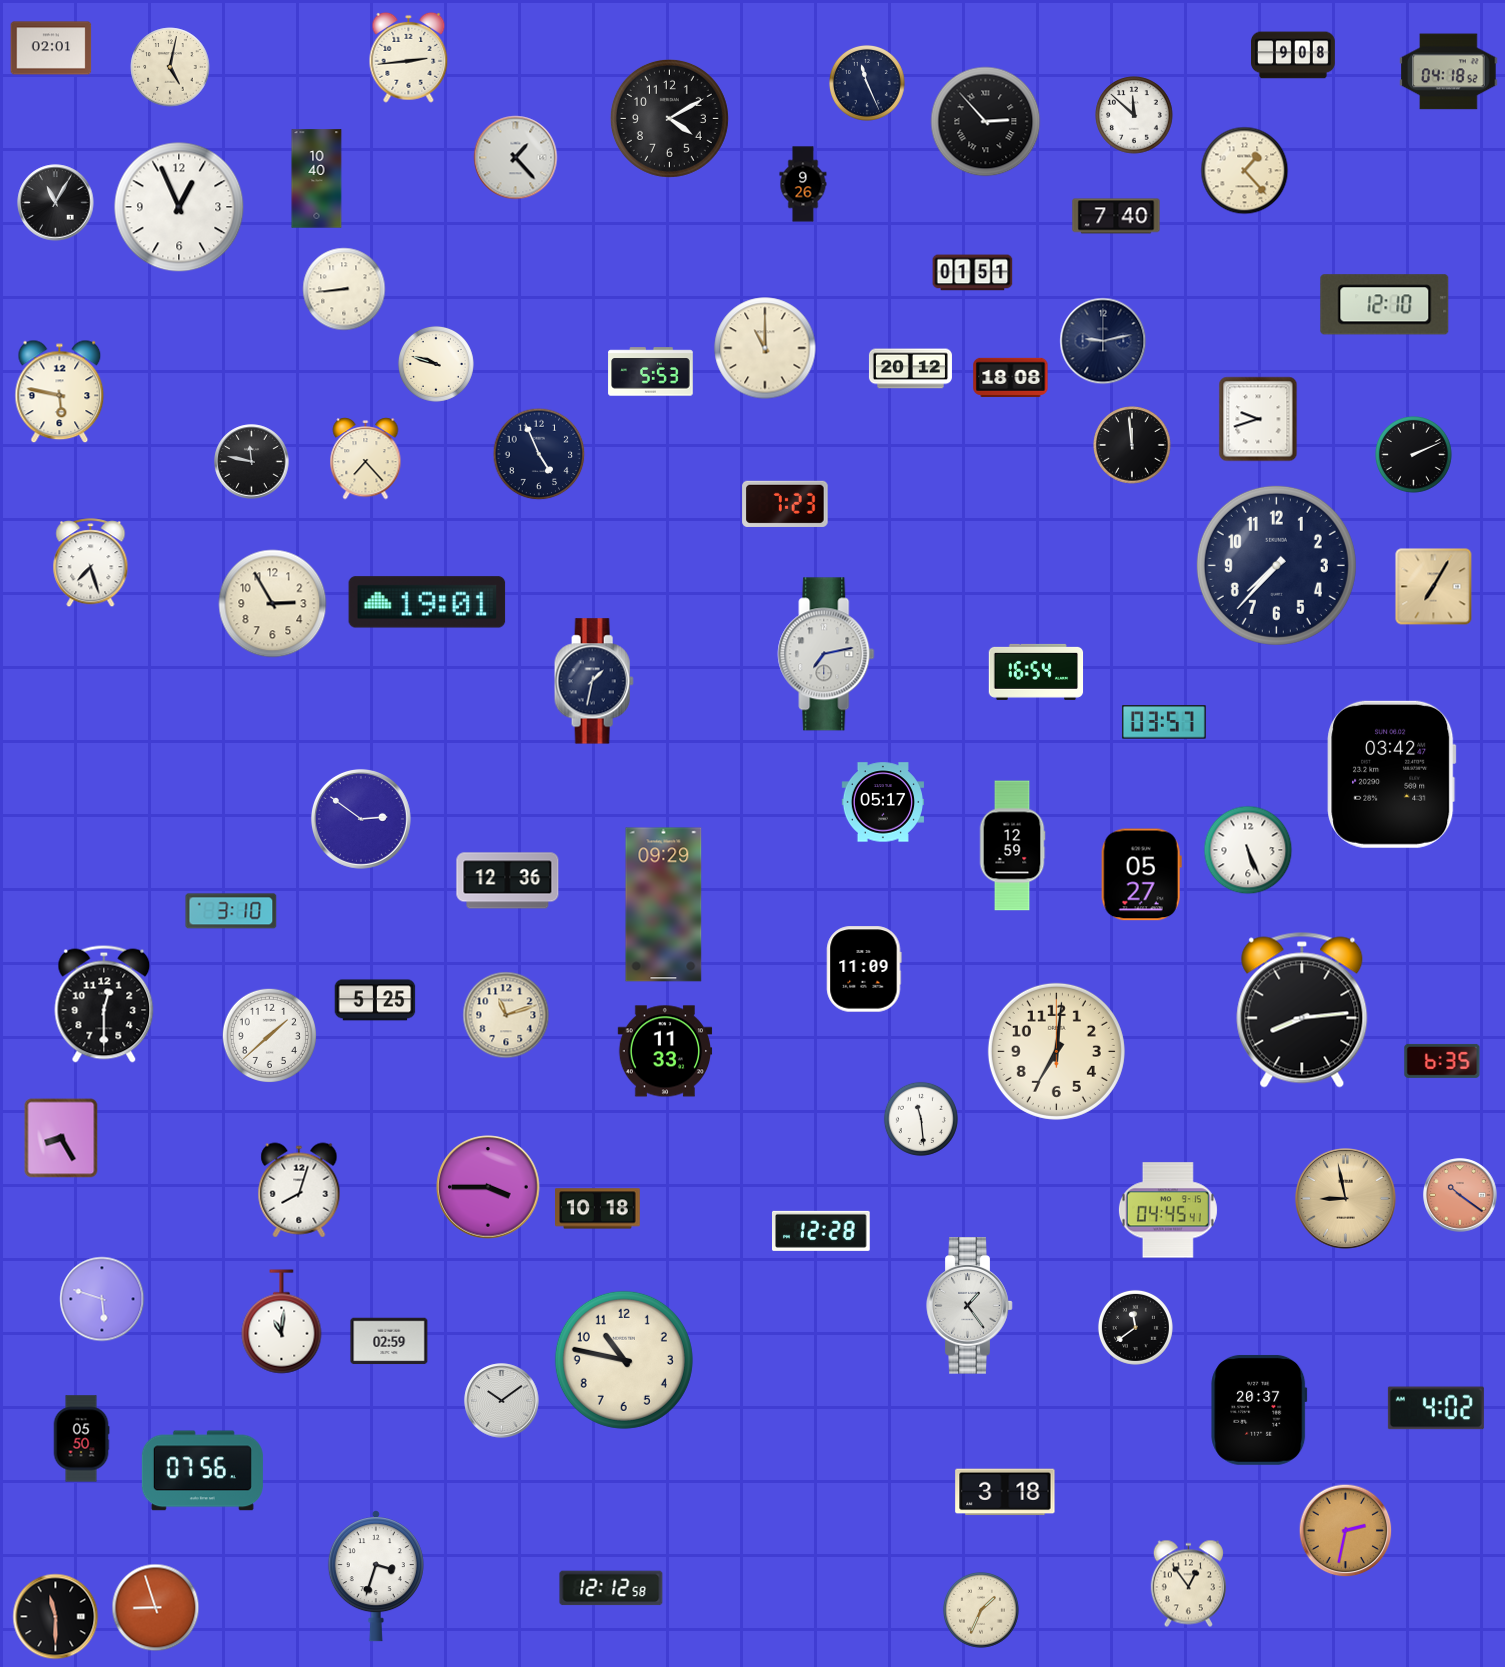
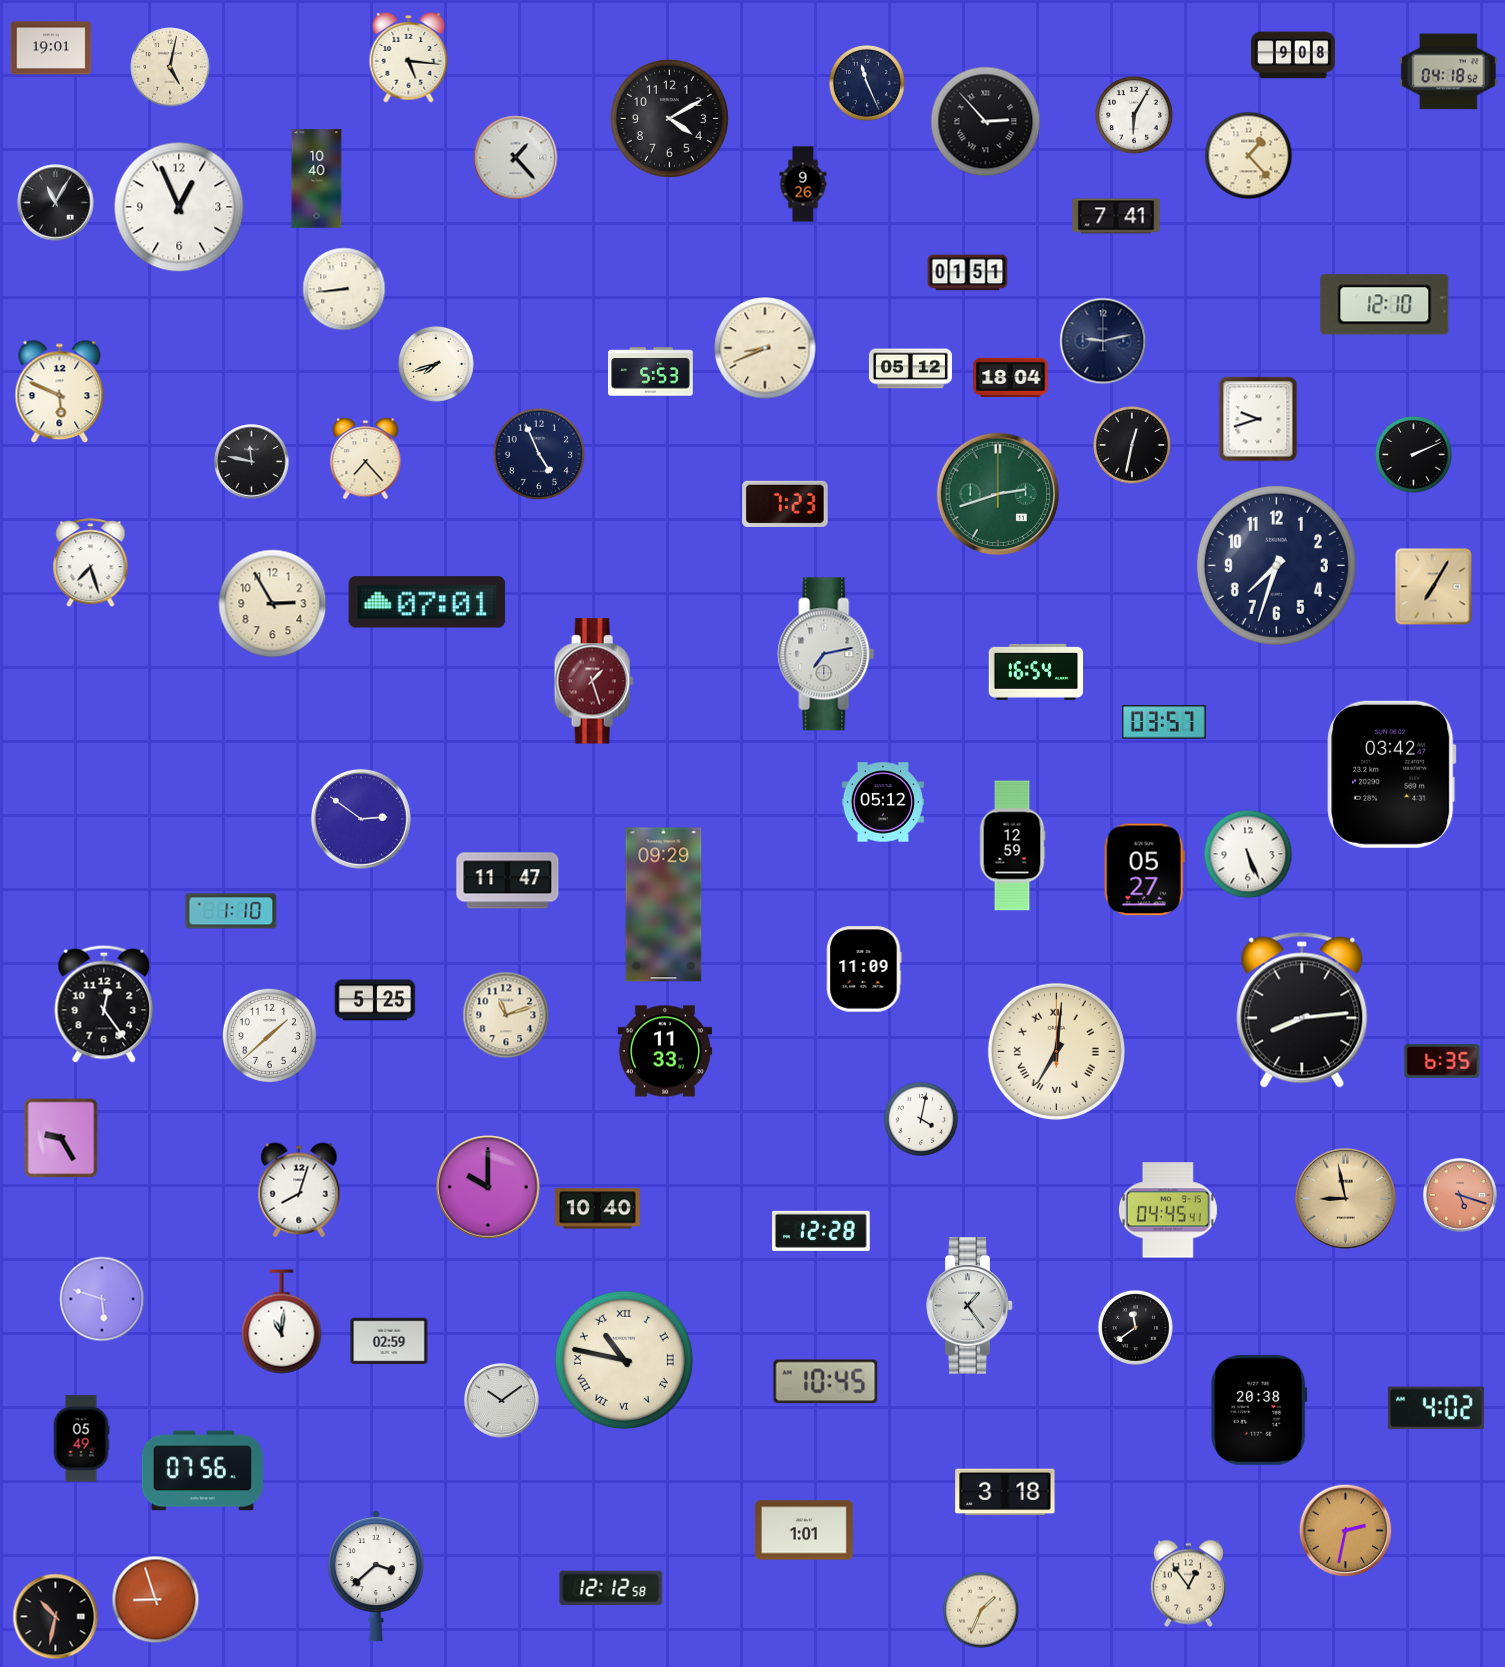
clock at (51, 48): 02:01 -> 19:01
clock at (409, 57): 2:44 -> 5:16
clock at (1134, 115): 11:52 -> 6:05
clock at (1245, 171) position: (1245, 171) -> (1249, 156)
clock at (1116, 216): 7:40 -> 7:41
clock at (973, 273) position: (973, 273) -> (968, 273)
clock at (765, 348): 11:00 -> 8:41
clock at (436, 364): 9:48 -> 7:42
clock at (910, 369): 20:12 -> 05:12
clock at (1011, 377): 18:08 -> 18:04
clock at (60, 392): 5:47 -> 5:49
clock at (1132, 445): 11:59 -> 12:32
clock at (998, 494): none -> 2:42
clock at (1276, 565): 7:37 -> 7:33
clock at (427, 602): 19:01 -> 07:01
clock at (594, 681): 1:32 -> 1:27
clock at (594, 681) dial: navy -> burgundy
clock at (882, 802): 05:17 -> 05:12
clock at (1248, 850) position: (1248, 850) -> (1248, 854)
clock at (1141, 875) position: (1141, 875) -> (1144, 870)
clock at (508, 881): 12:36 -> 11:47
clock at (231, 911): 3:10 -> 1:10
clock at (104, 1004): 12:30 -> 12:24
clock at (1056, 1051) numerals: Arabic -> Roman
clock at (921, 1119): 11:29 -> 4:02
clock at (61, 1138): 8:25 -> 9:25
clock at (488, 1187): 3:45 -> 10:00
clock at (1460, 1195): 10:21 -> 5:18
clock at (598, 1209): 10:18 -> 10:40
clock at (624, 1360) numerals: Arabic -> Roman
clock at (826, 1382): none -> 10:45
clock at (1259, 1410): 20:37 -> 20:38
clock at (81, 1439): 05:50 -> 05:49
clock at (804, 1530): none -> 1:01
clock at (376, 1576): 3:33 -> 3:38
clock at (156, 1608) position: (156, 1608) -> (156, 1600)
clock at (56, 1617): 11:30 -> 10:32
